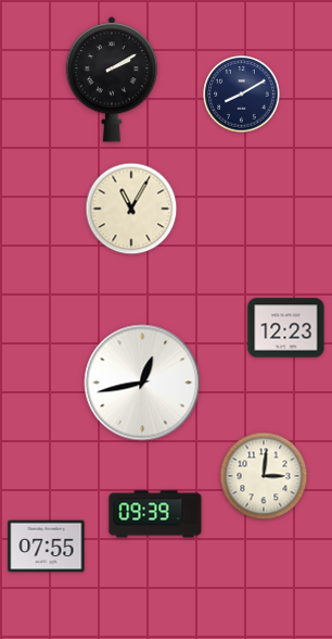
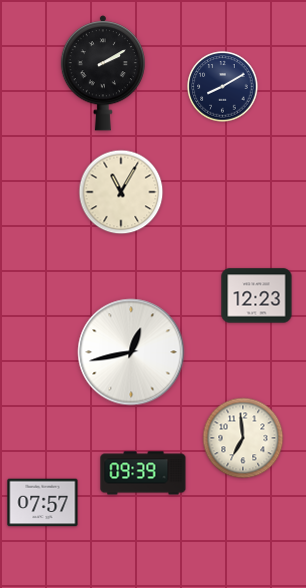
clock at (286, 328) position: (286, 328) -> (257, 296)
clock at (264, 476): 3:01 -> 6:59
clock at (47, 547): 07:55 -> 07:57
